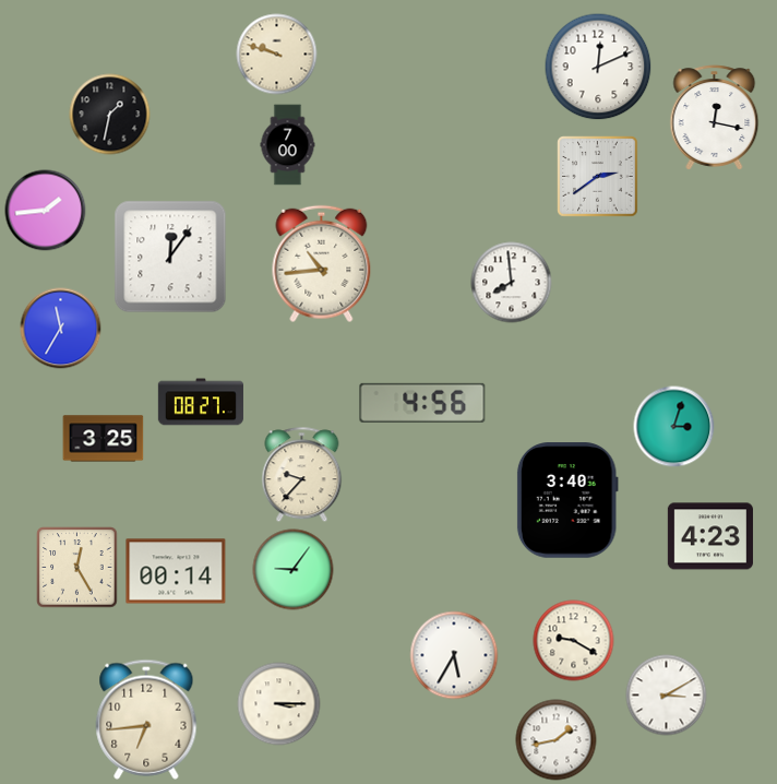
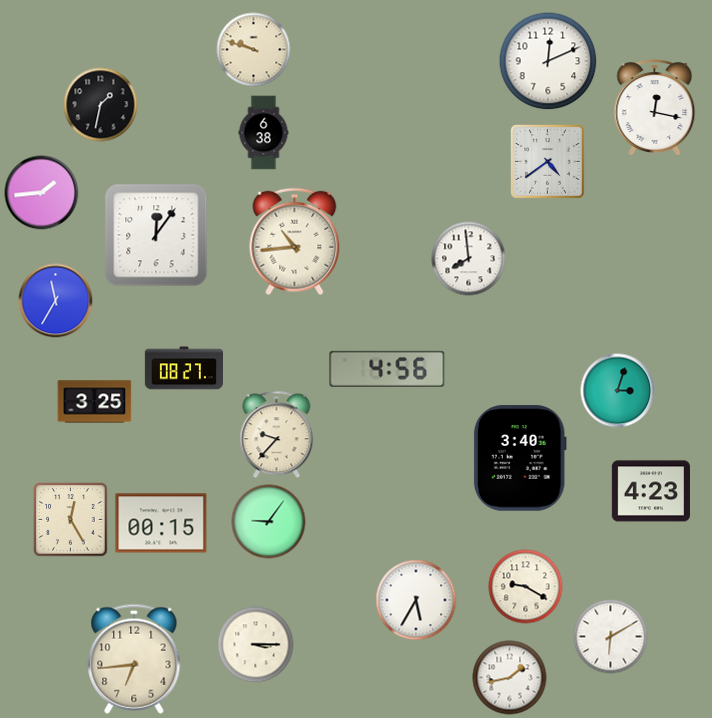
clock at (288, 145): 7:00 -> 6:38
clock at (598, 177): 2:39 -> 4:39
clock at (176, 571): 00:14 -> 00:15
clock at (667, 696): 3:10 -> 6:10
